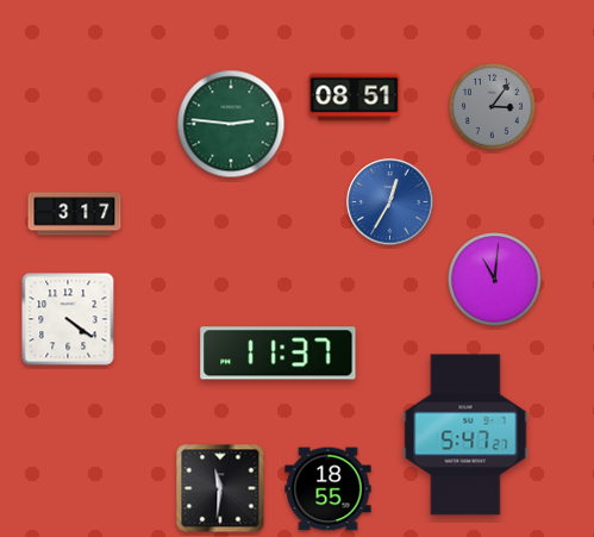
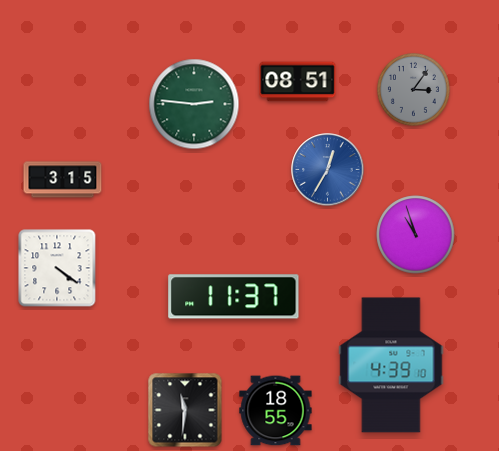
clock at (75, 214): 3:17 -> 3:15
clock at (495, 280): 11:01 -> 10:57
clock at (465, 435): 5:47 -> 4:39
